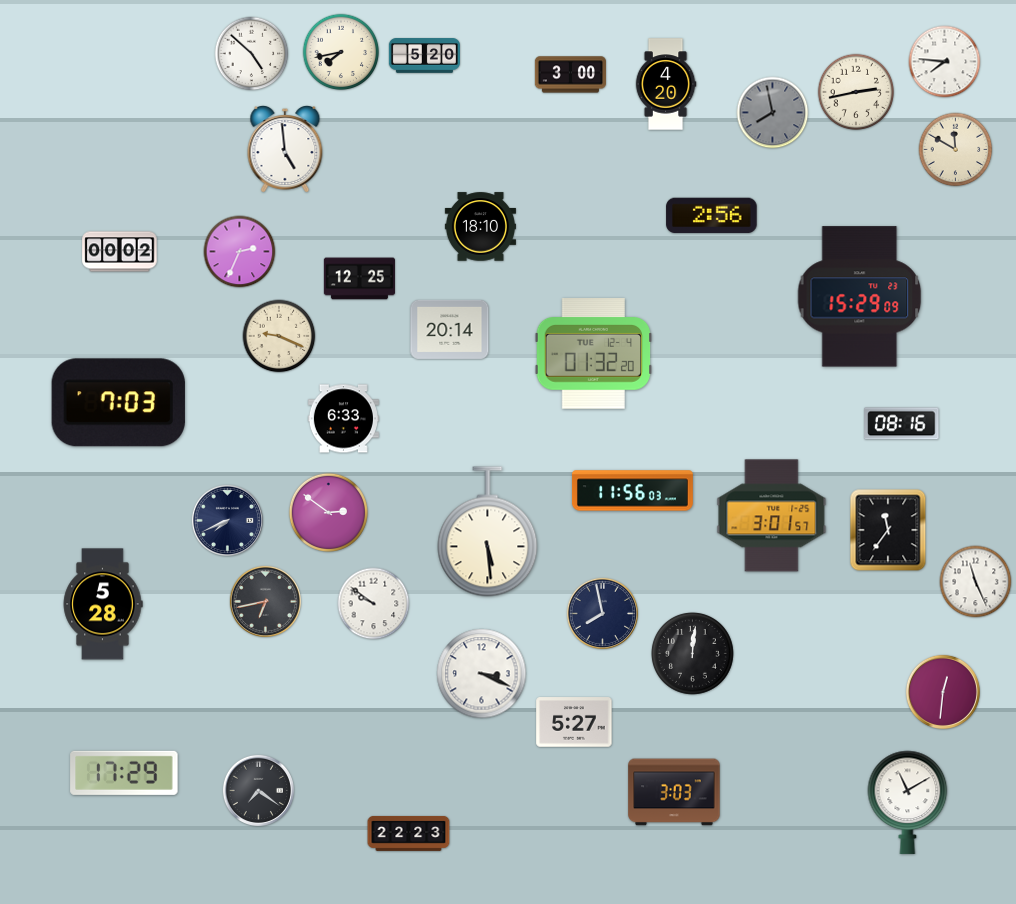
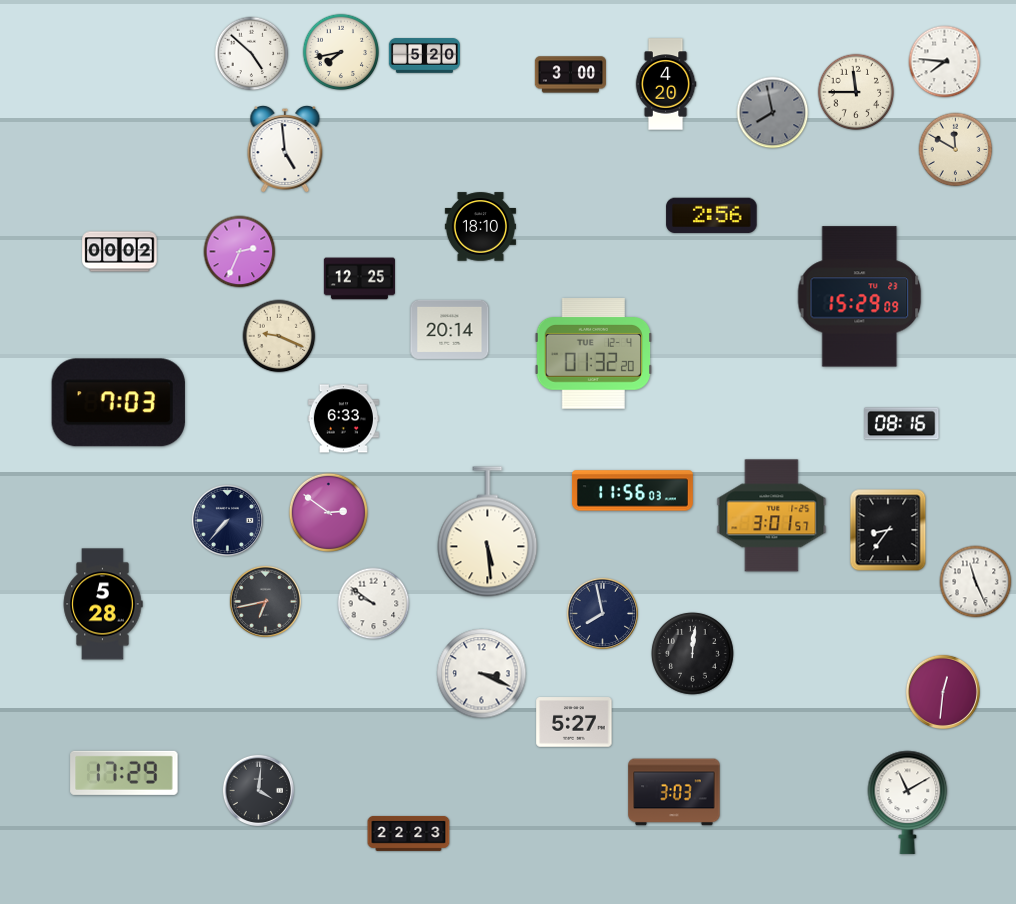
clock at (856, 92): 2:43 -> 11:45
clock at (227, 520): 7:41 -> 7:37
clock at (888, 530): 11:36 -> 8:36
clock at (258, 790): 7:21 -> 4:01
